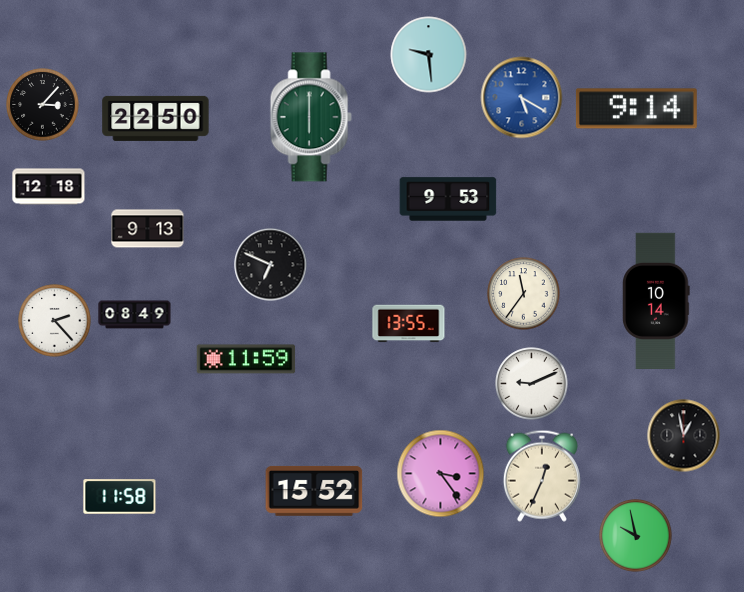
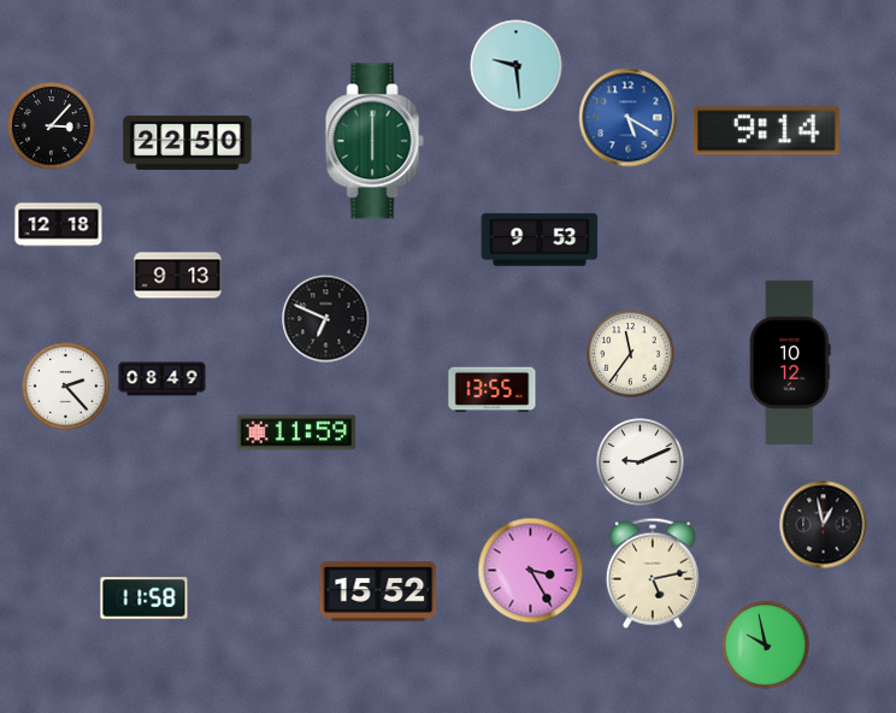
clock at (656, 300): 10:14 -> 10:12
clock at (441, 474): 3:24 -> 3:25
clock at (542, 476): 12:34 -> 5:13
